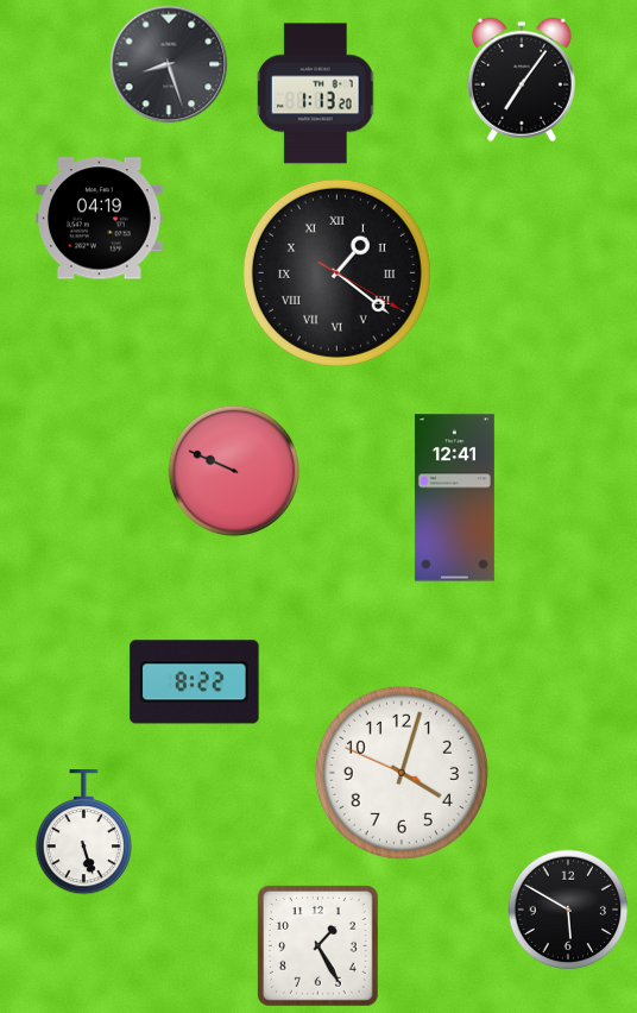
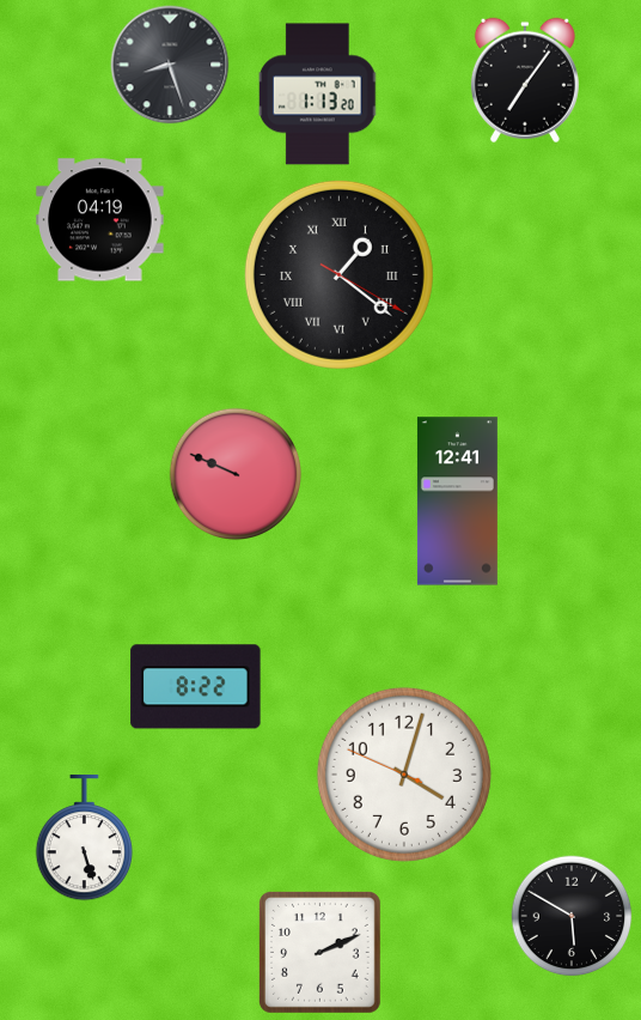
clock at (402, 773) position: (402, 773) -> (404, 775)
clock at (317, 945): 1:25 -> 2:11
